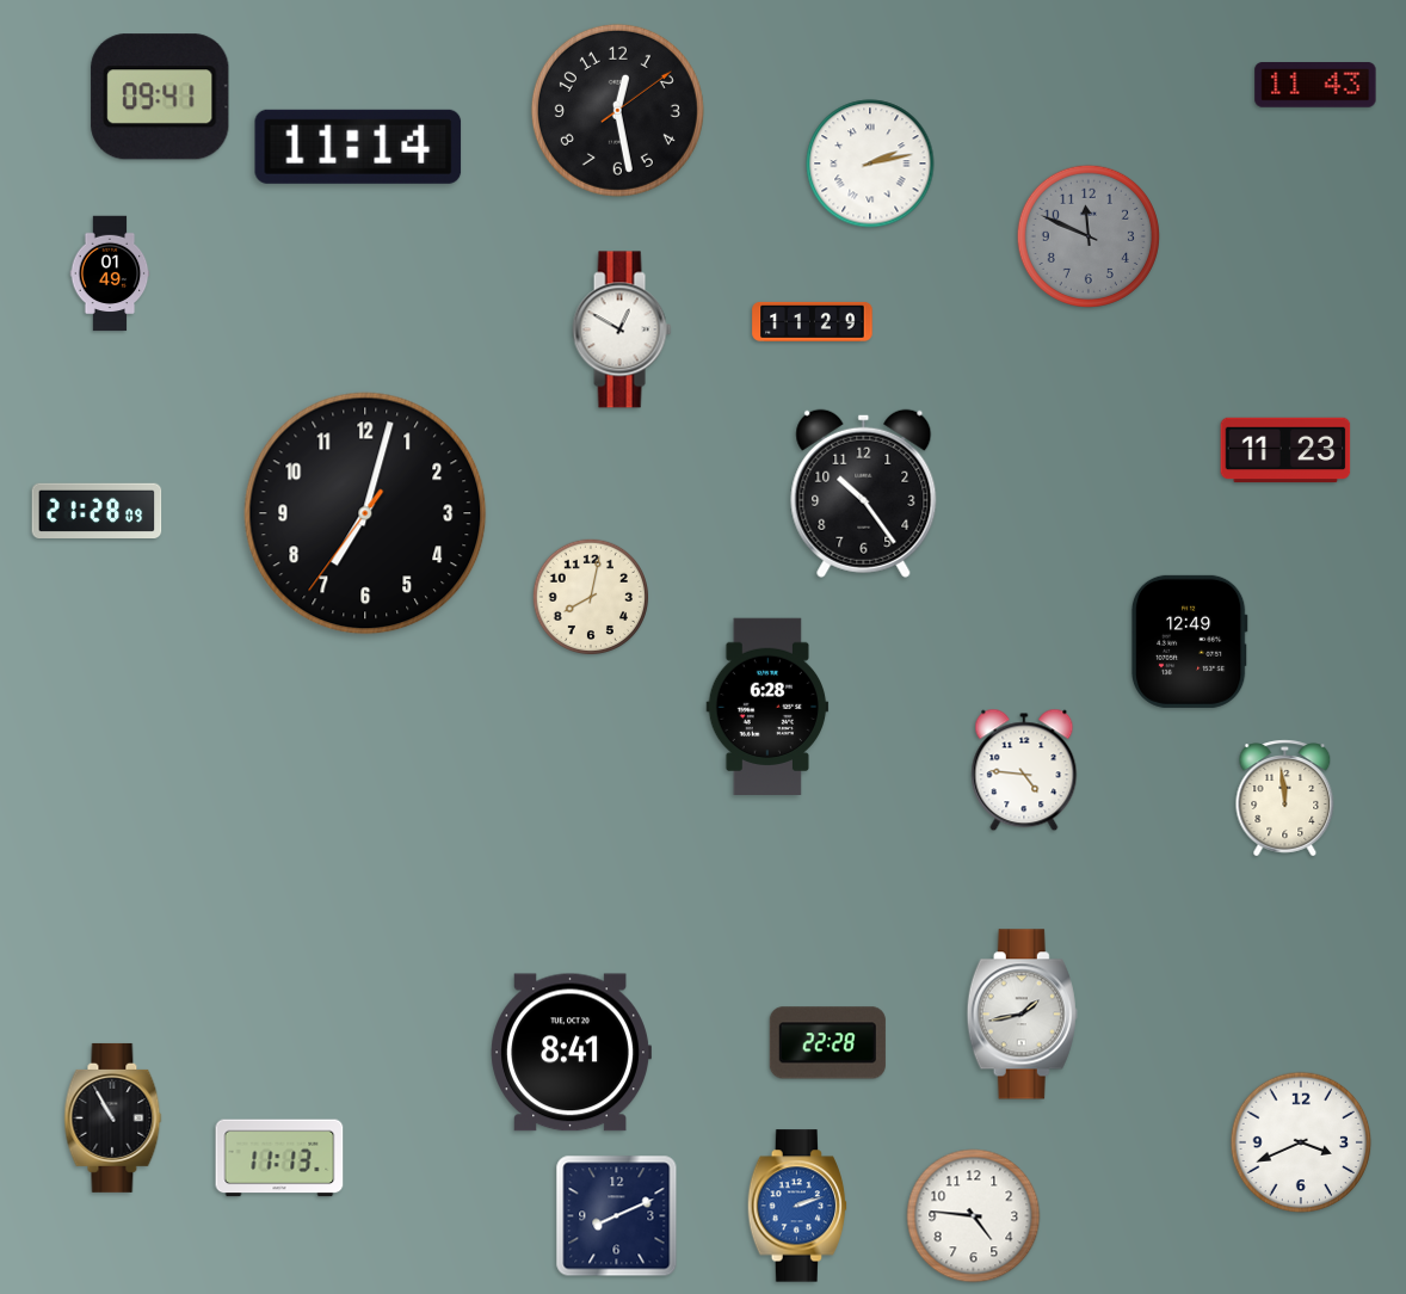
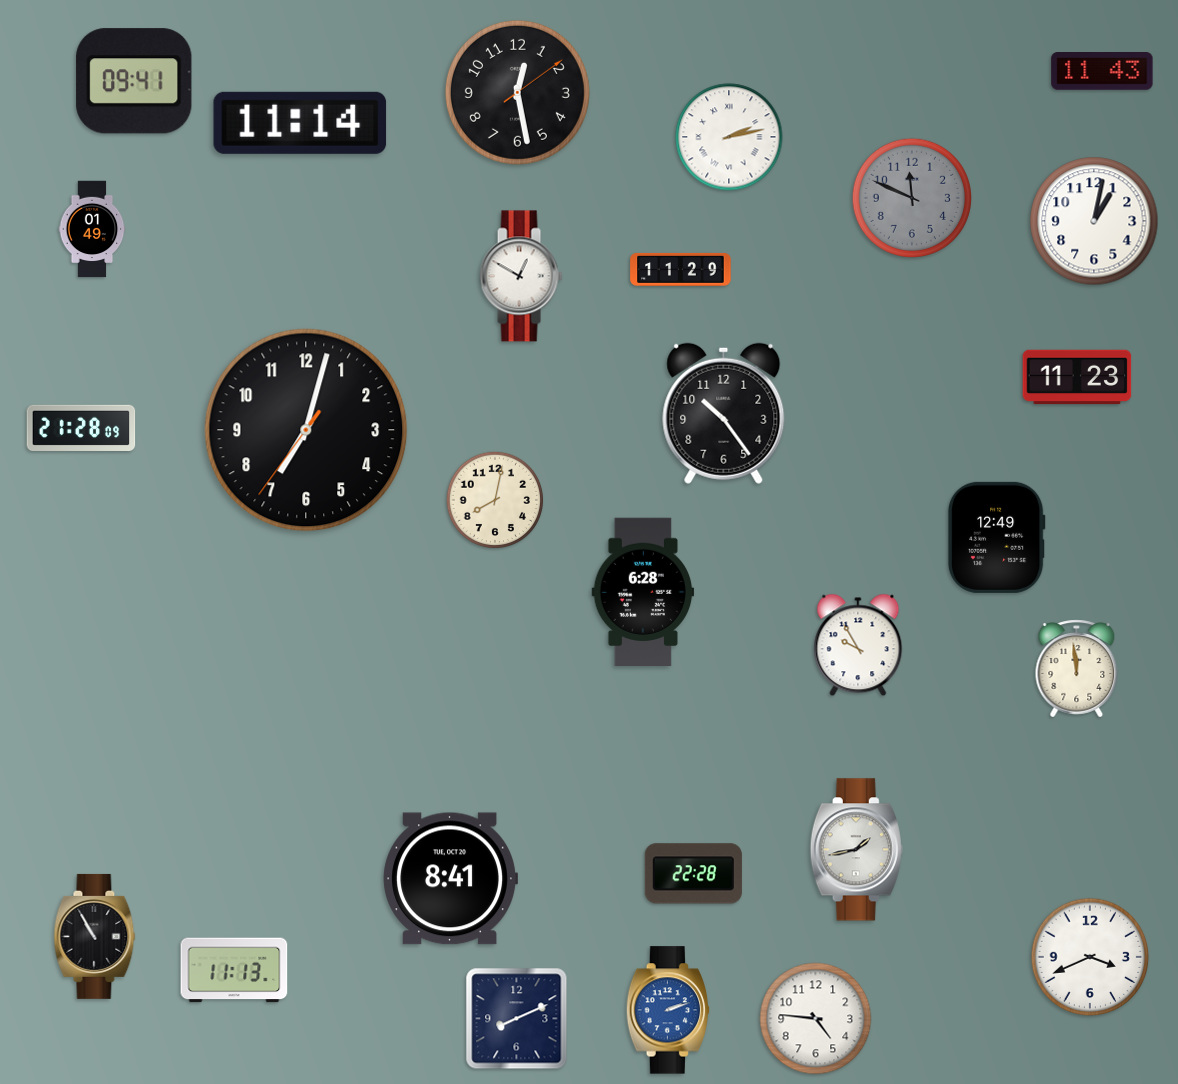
clock at (1094, 221): none -> 1:02
clock at (1024, 770): 4:46 -> 9:55
clock at (571, 1053) position: (571, 1053) -> (450, 879)
